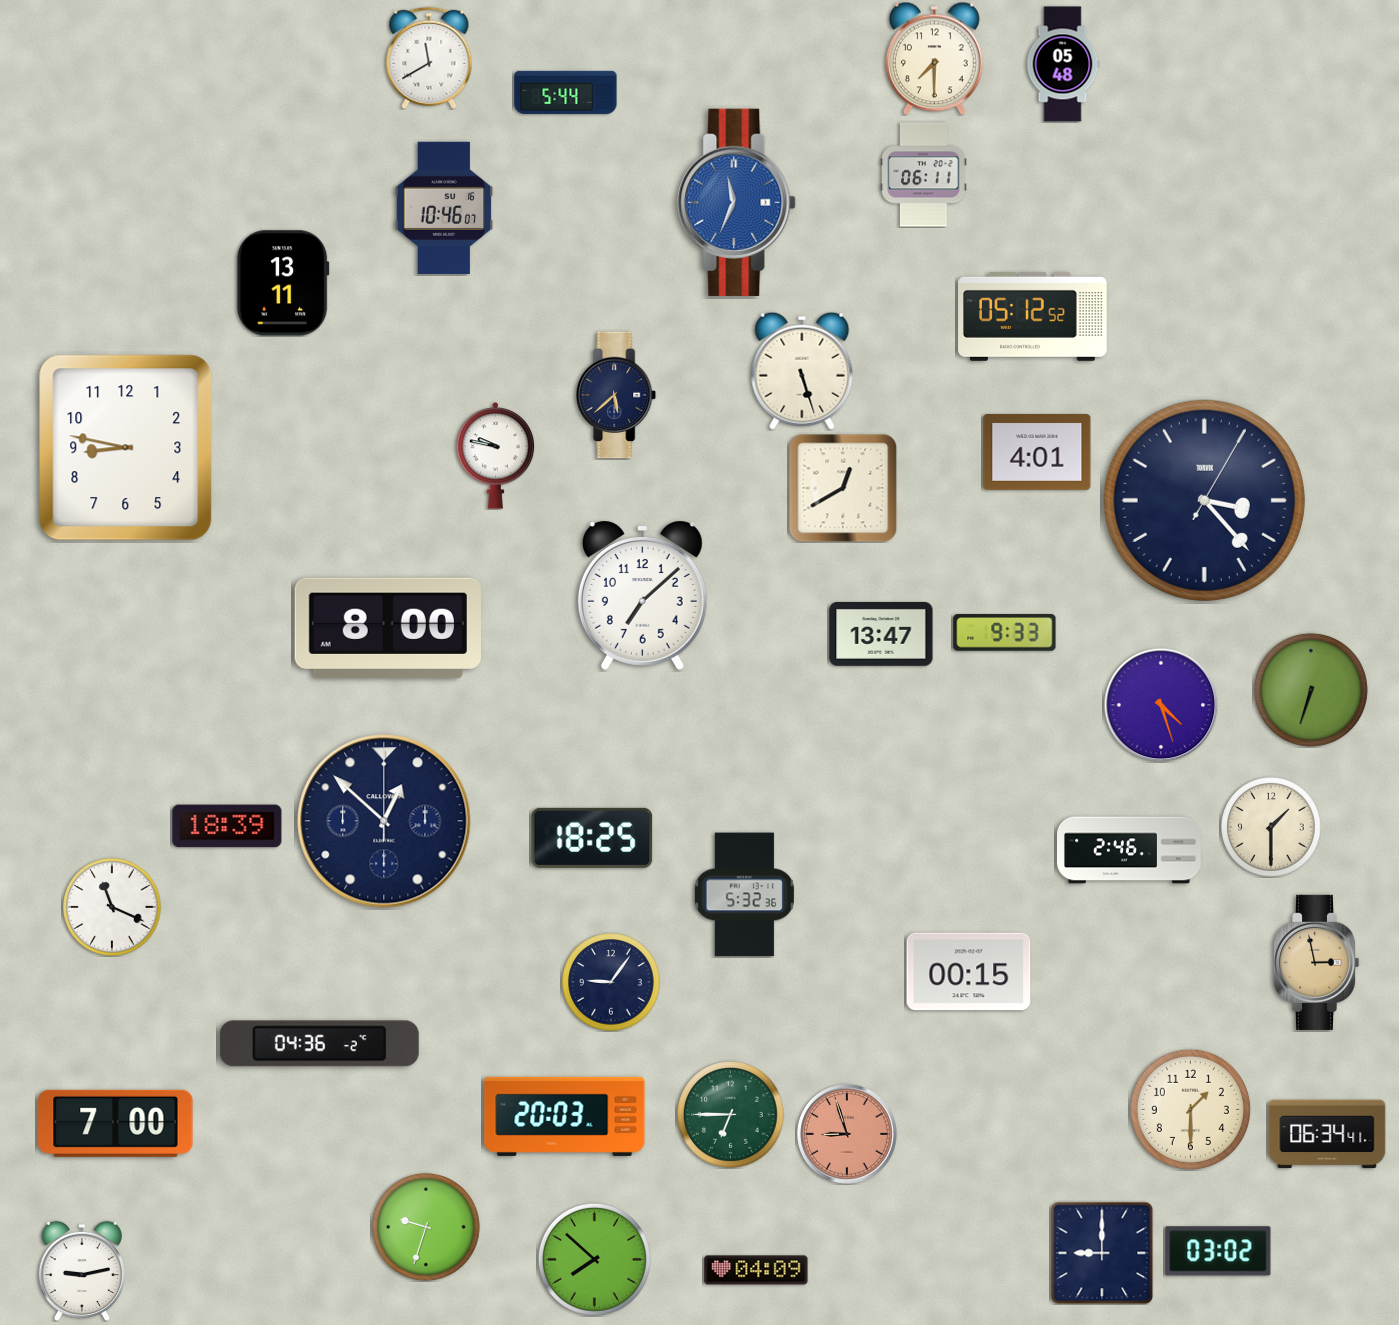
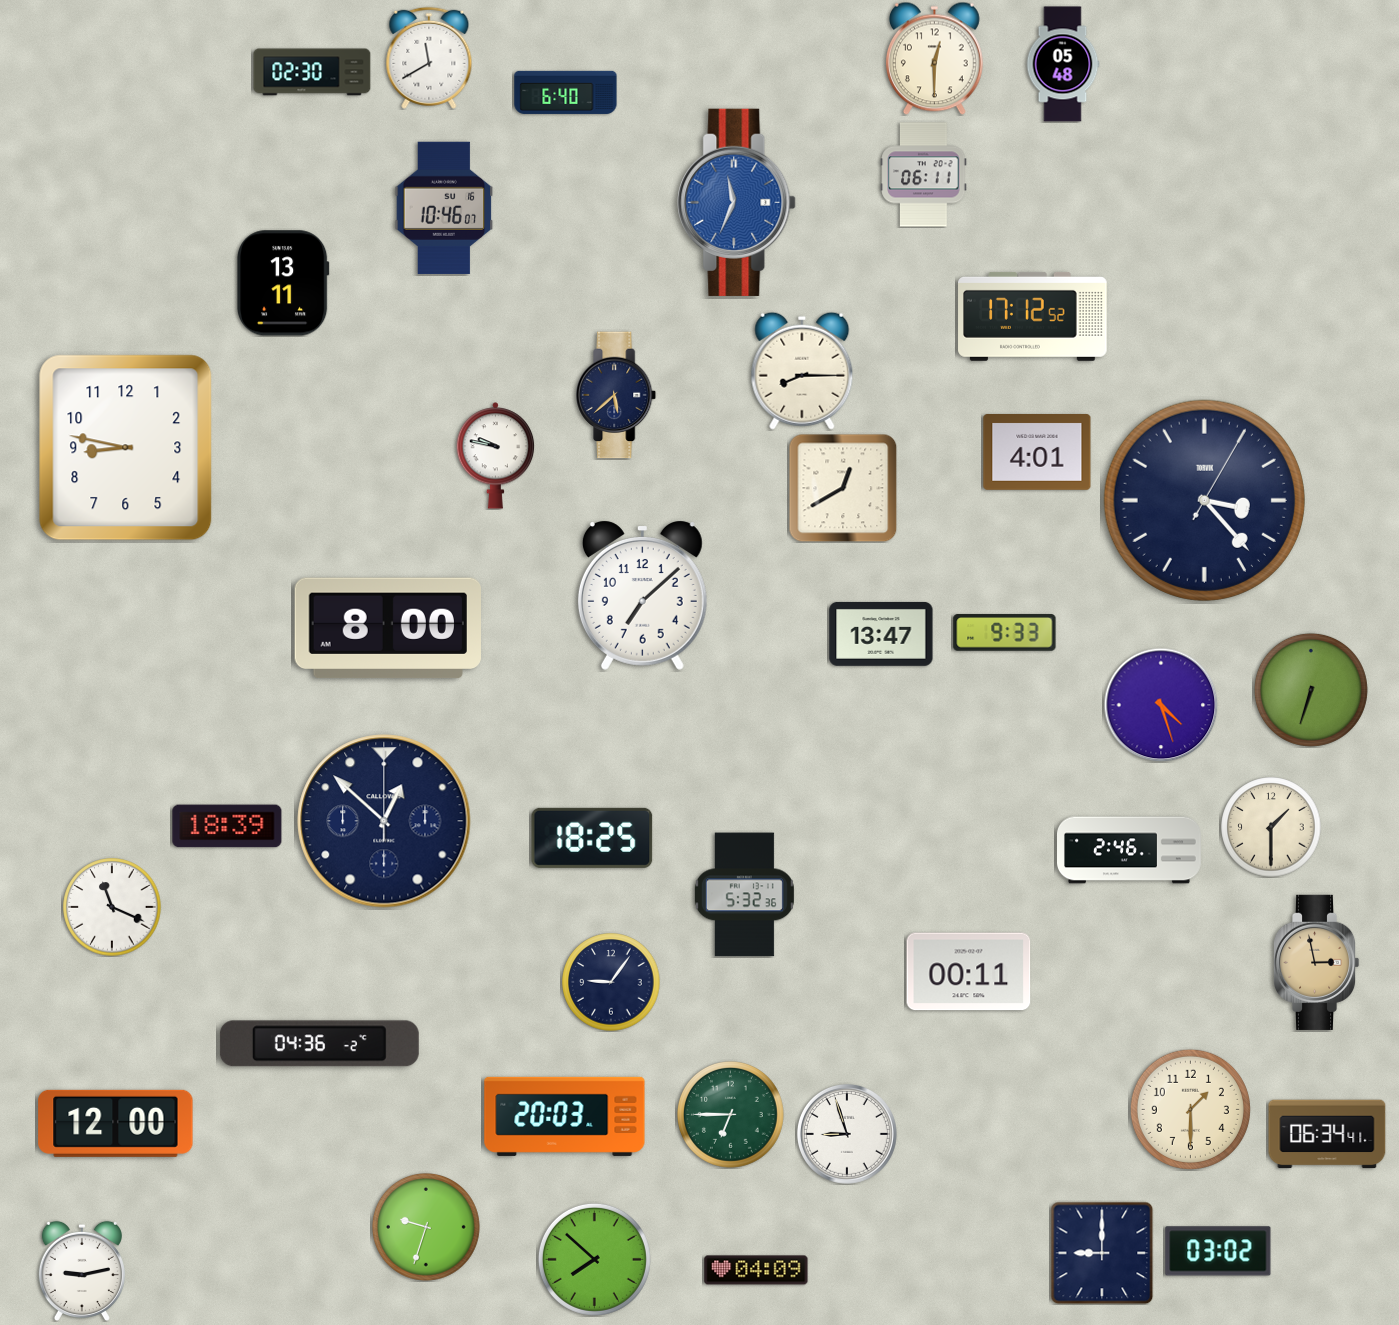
clock at (935, 58): 7:30 -> 12:30
clock at (312, 72): none -> 02:30
clock at (566, 92): 5:44 -> 6:40
clock at (1033, 316): 05:12 -> 17:12
clock at (802, 371): 5:27 -> 8:15
clock at (969, 972): 00:15 -> 00:11
clock at (116, 1123): 7:00 -> 12:00
clock at (847, 1134) dial: salmon -> white
